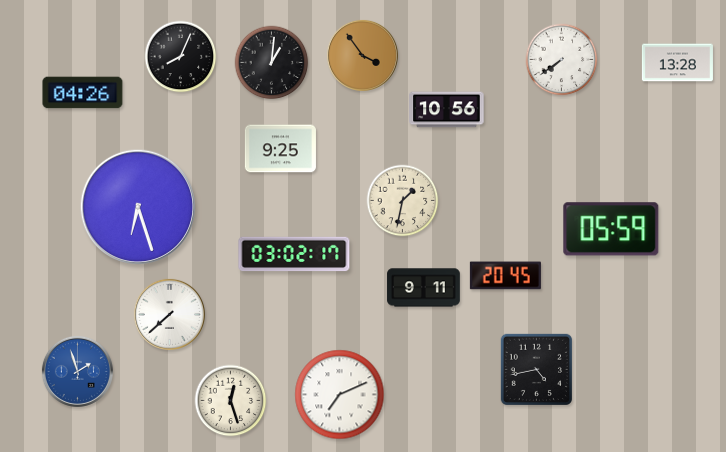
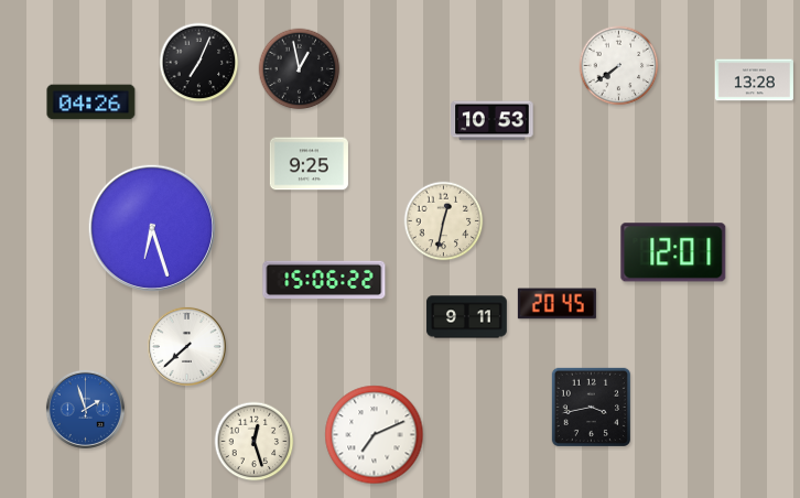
clock at (362, 55): 3:54 -> none
clock at (181, 57): 8:04 -> 7:04
clock at (272, 63): 1:01 -> 12:58
clock at (677, 63) position: (677, 63) -> (754, 80)
clock at (447, 110): 10:56 -> 10:53
clock at (403, 201): 1:32 -> 12:32
clock at (611, 229): 05:59 -> 12:01
clock at (294, 254): 03:02 -> 15:06
clock at (536, 369): 4:43 -> 3:43
